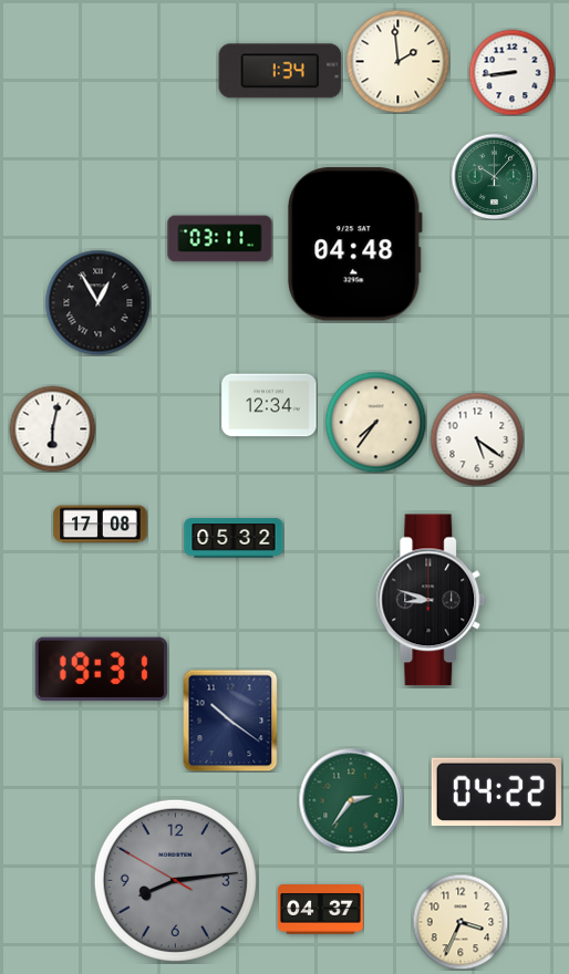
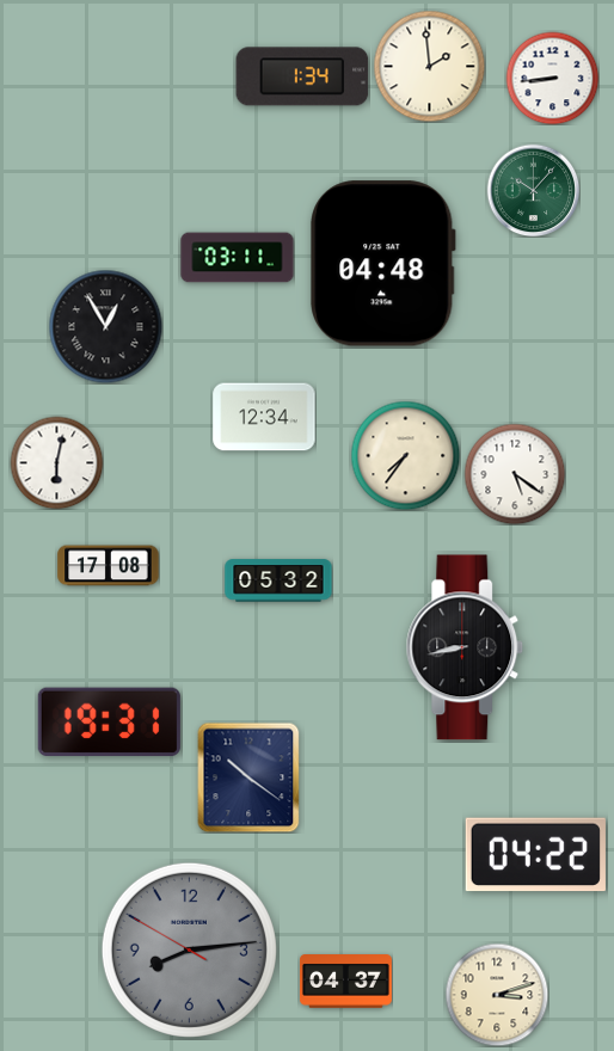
clock at (269, 405) position: (269, 405) -> (264, 417)
clock at (234, 538) position: (234, 538) -> (278, 580)
clock at (431, 600): 8:48 -> 8:43
clock at (351, 800): 2:36 -> none
clock at (461, 922): 3:34 -> 3:12
